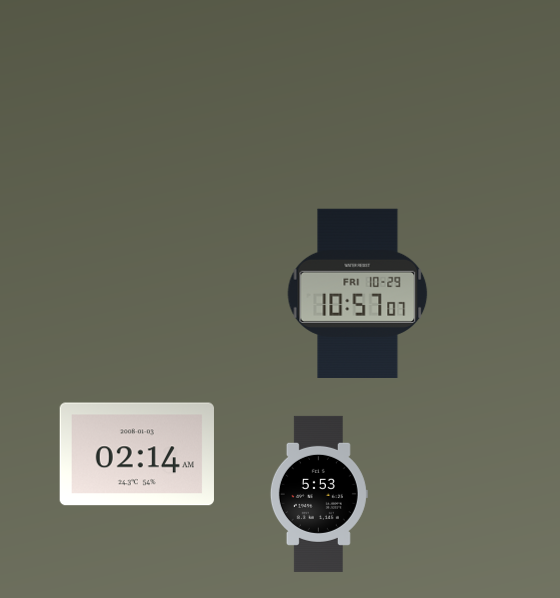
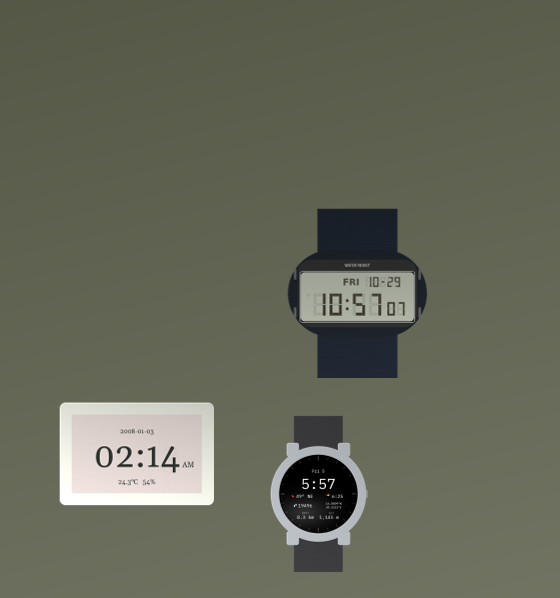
clock at (319, 494): 5:53 -> 5:57
